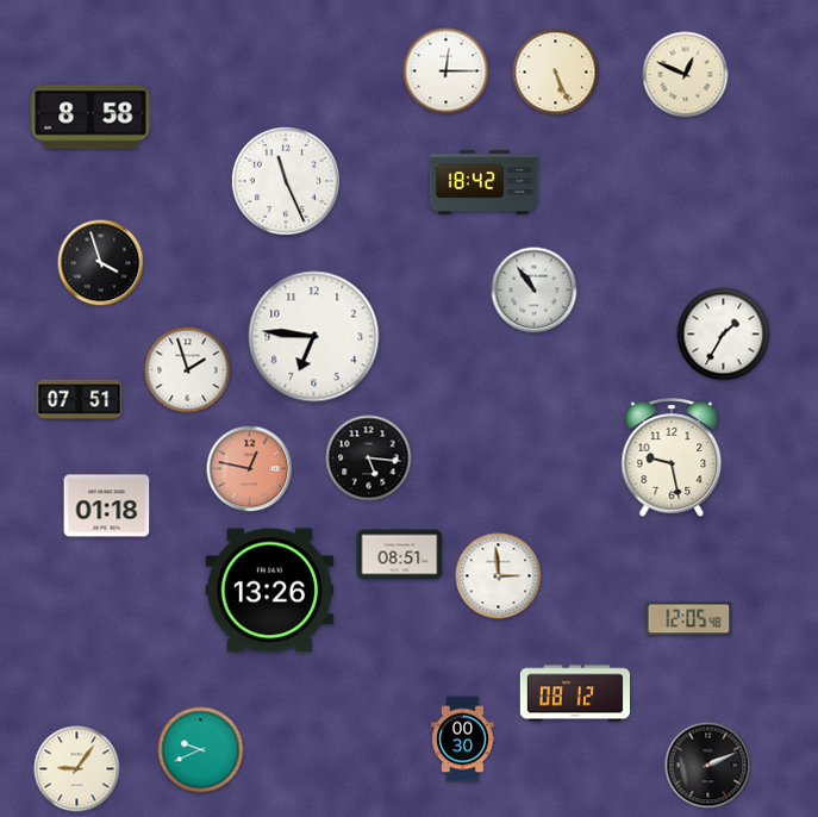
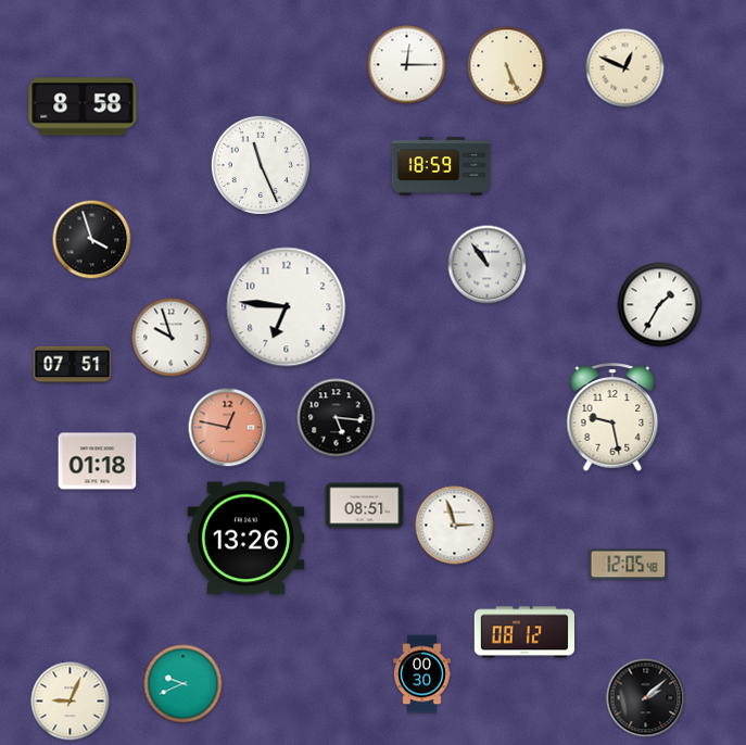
clock at (483, 182): 18:42 -> 18:59
clock at (188, 370): 1:57 -> 9:57
clock at (499, 576): 2:59 -> 2:57
clock at (708, 766): 2:11 -> 2:08
clock at (77, 769): 9:06 -> 9:04
